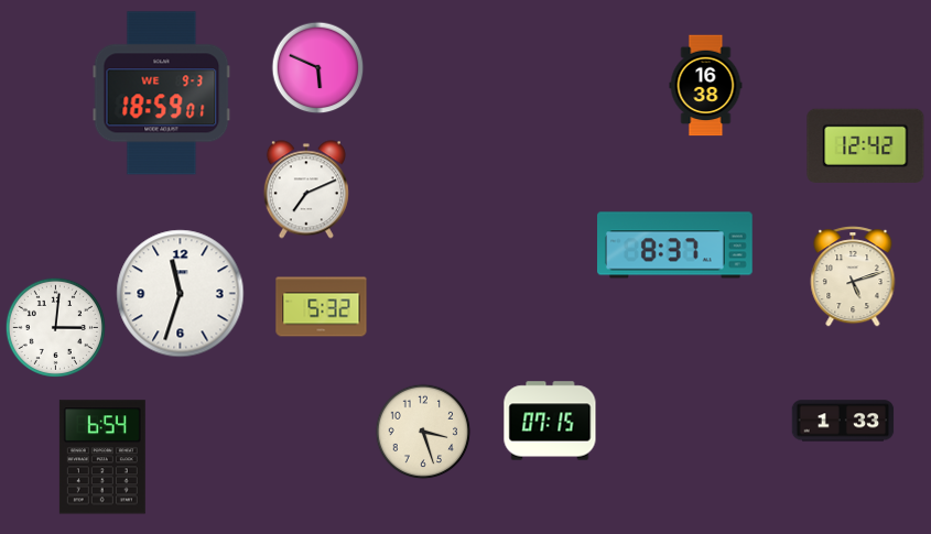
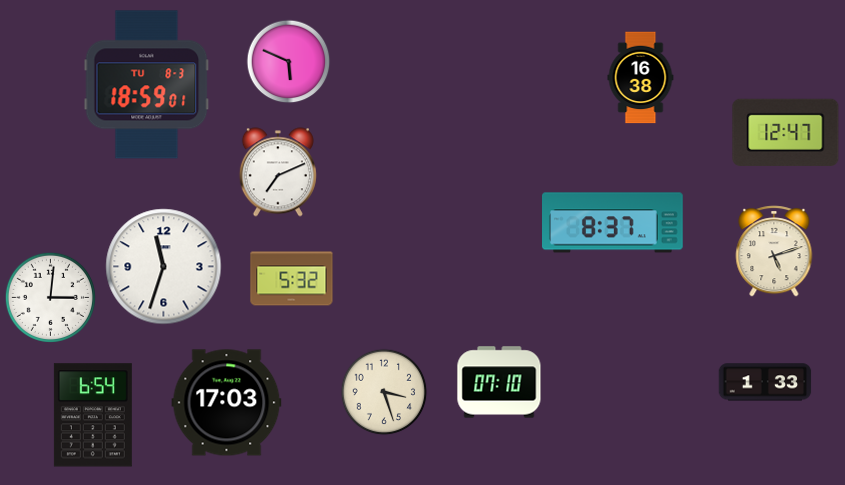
clock at (162, 94) date: WE 9-3 -> TU 8-3
clock at (866, 145): 12:42 -> 12:47
clock at (550, 421): 07:15 -> 07:10
clock at (227, 403): none -> 17:03
